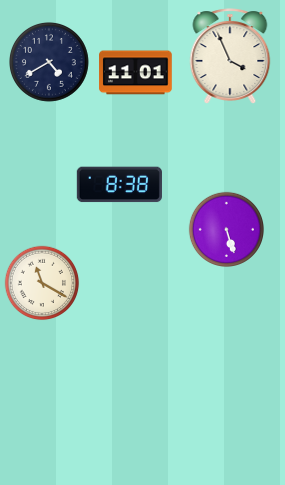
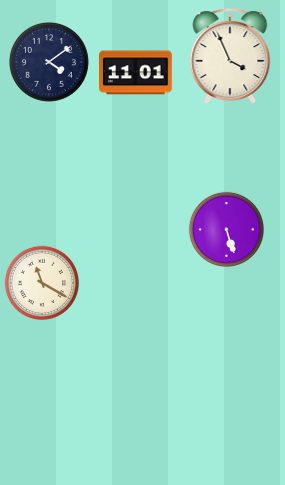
clock at (50, 63): 4:40 -> 4:09
clock at (119, 185): 8:38 -> none
